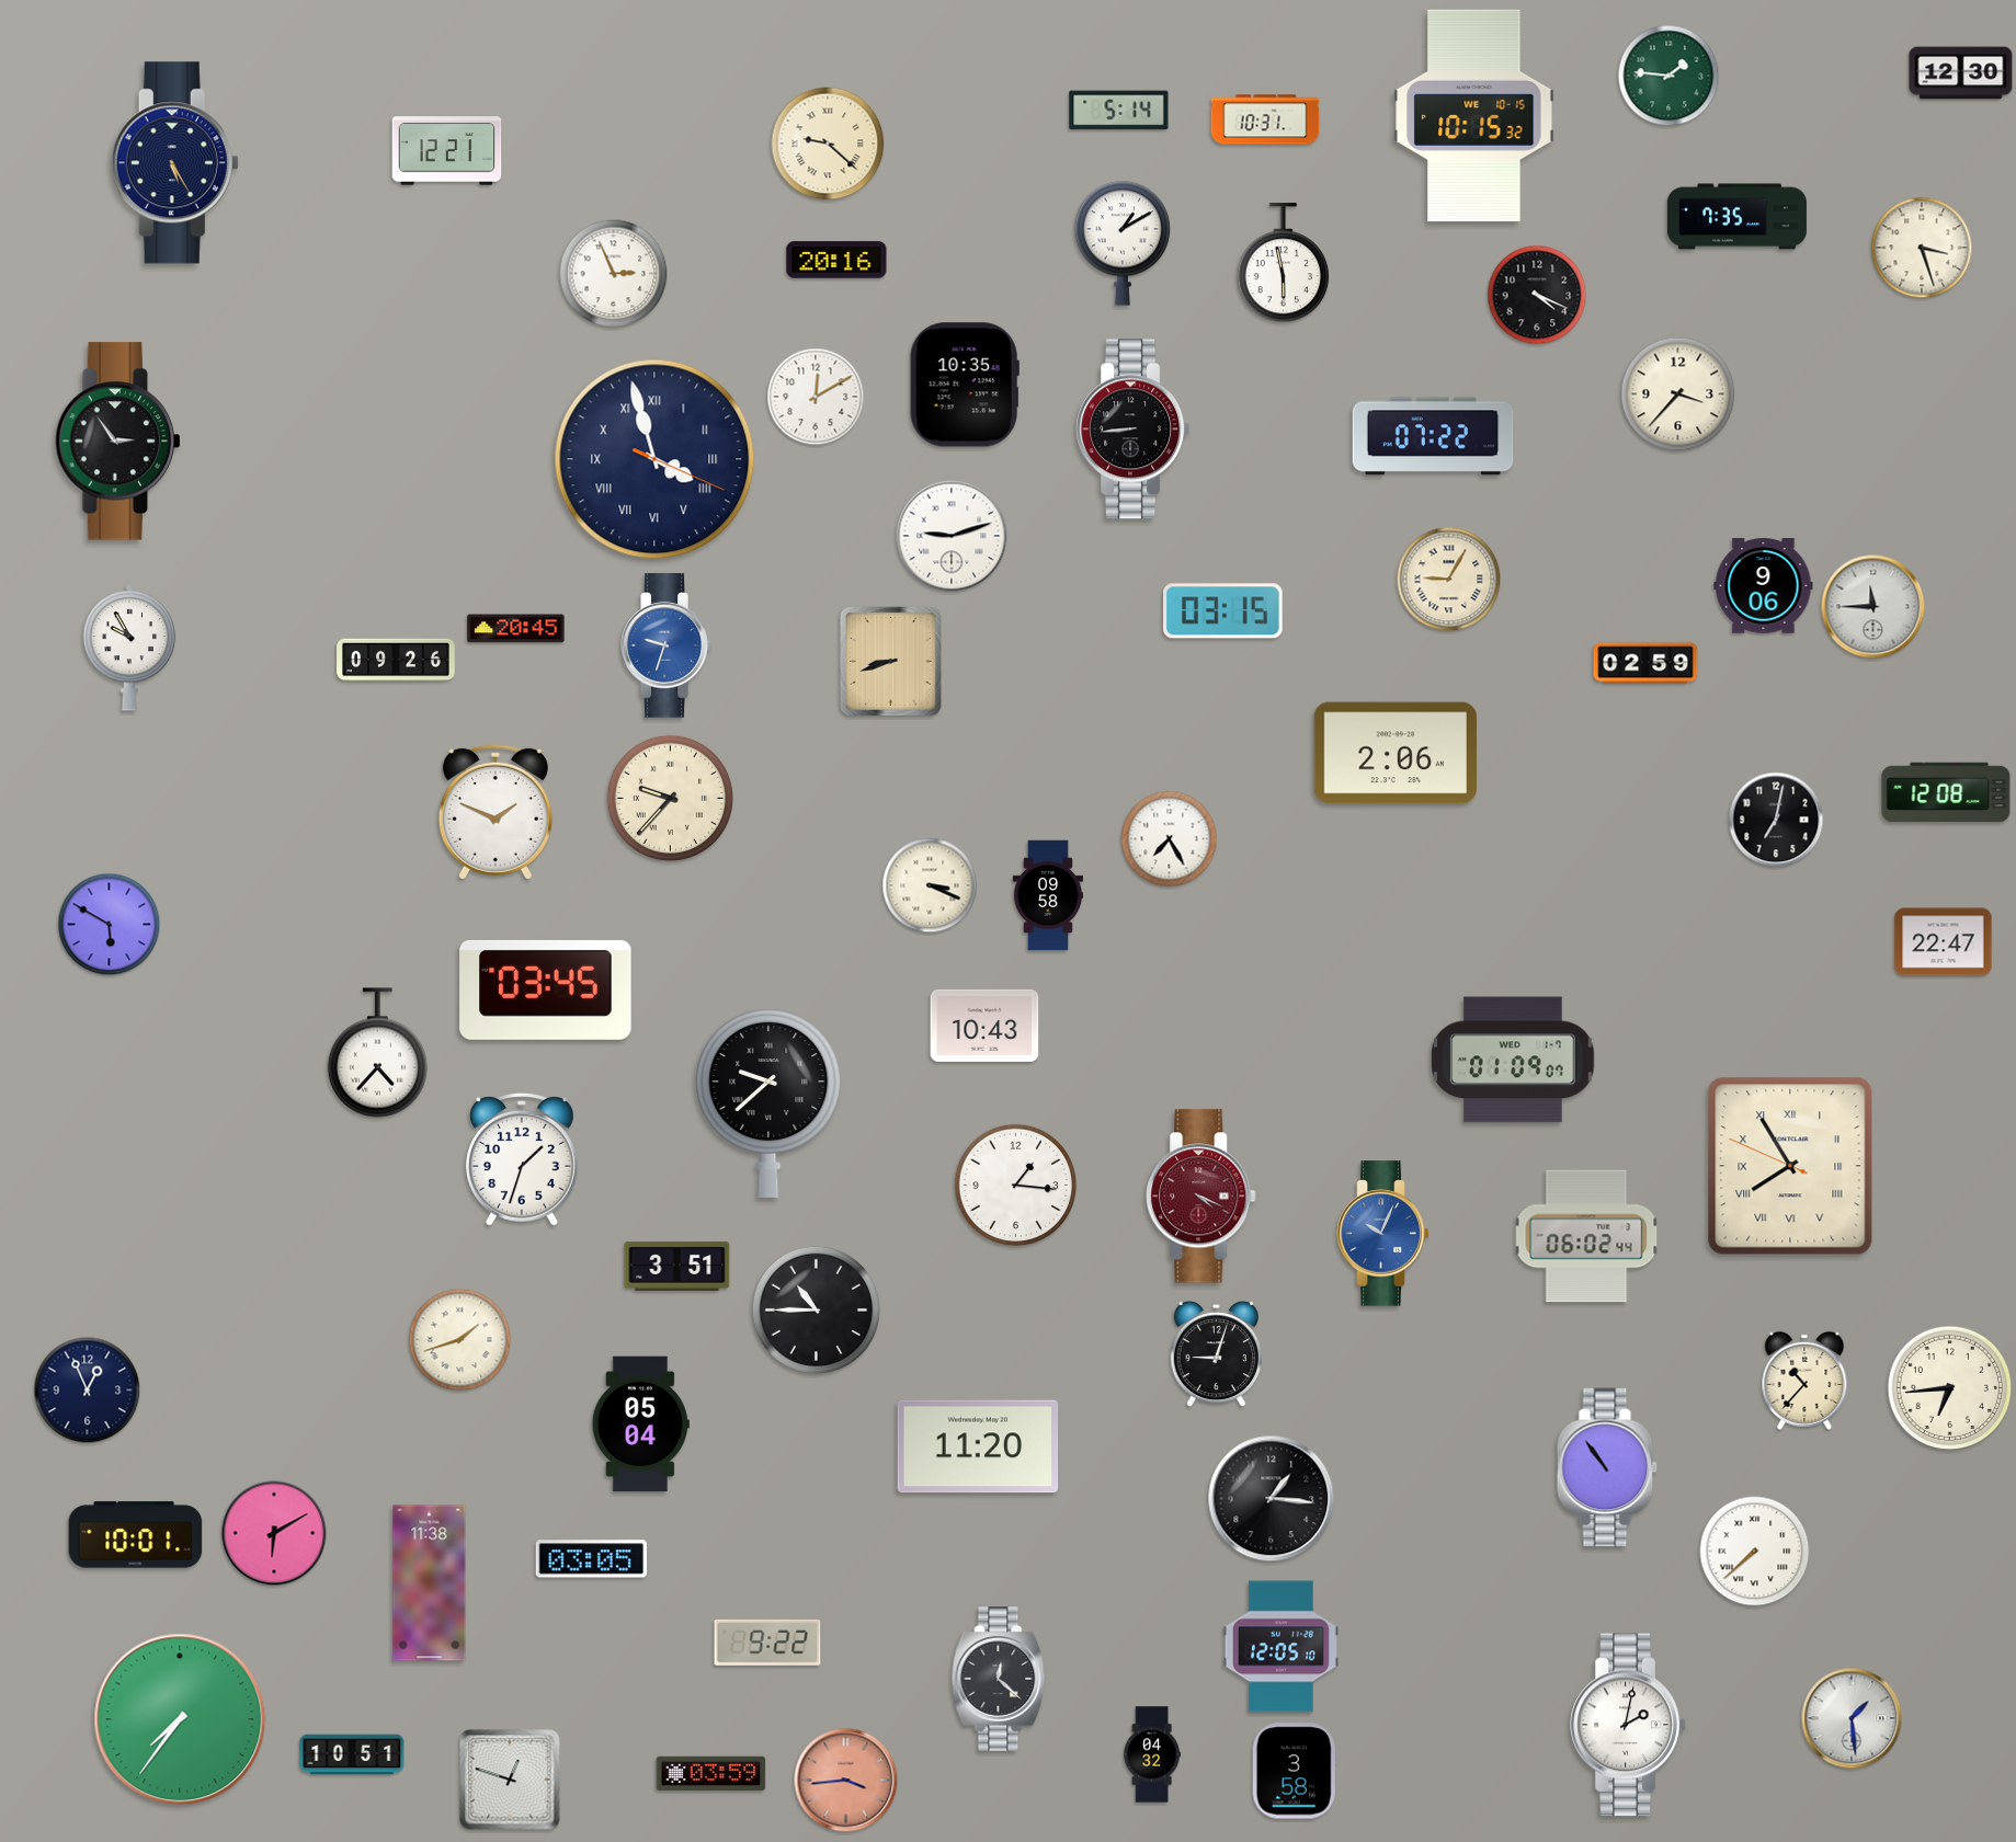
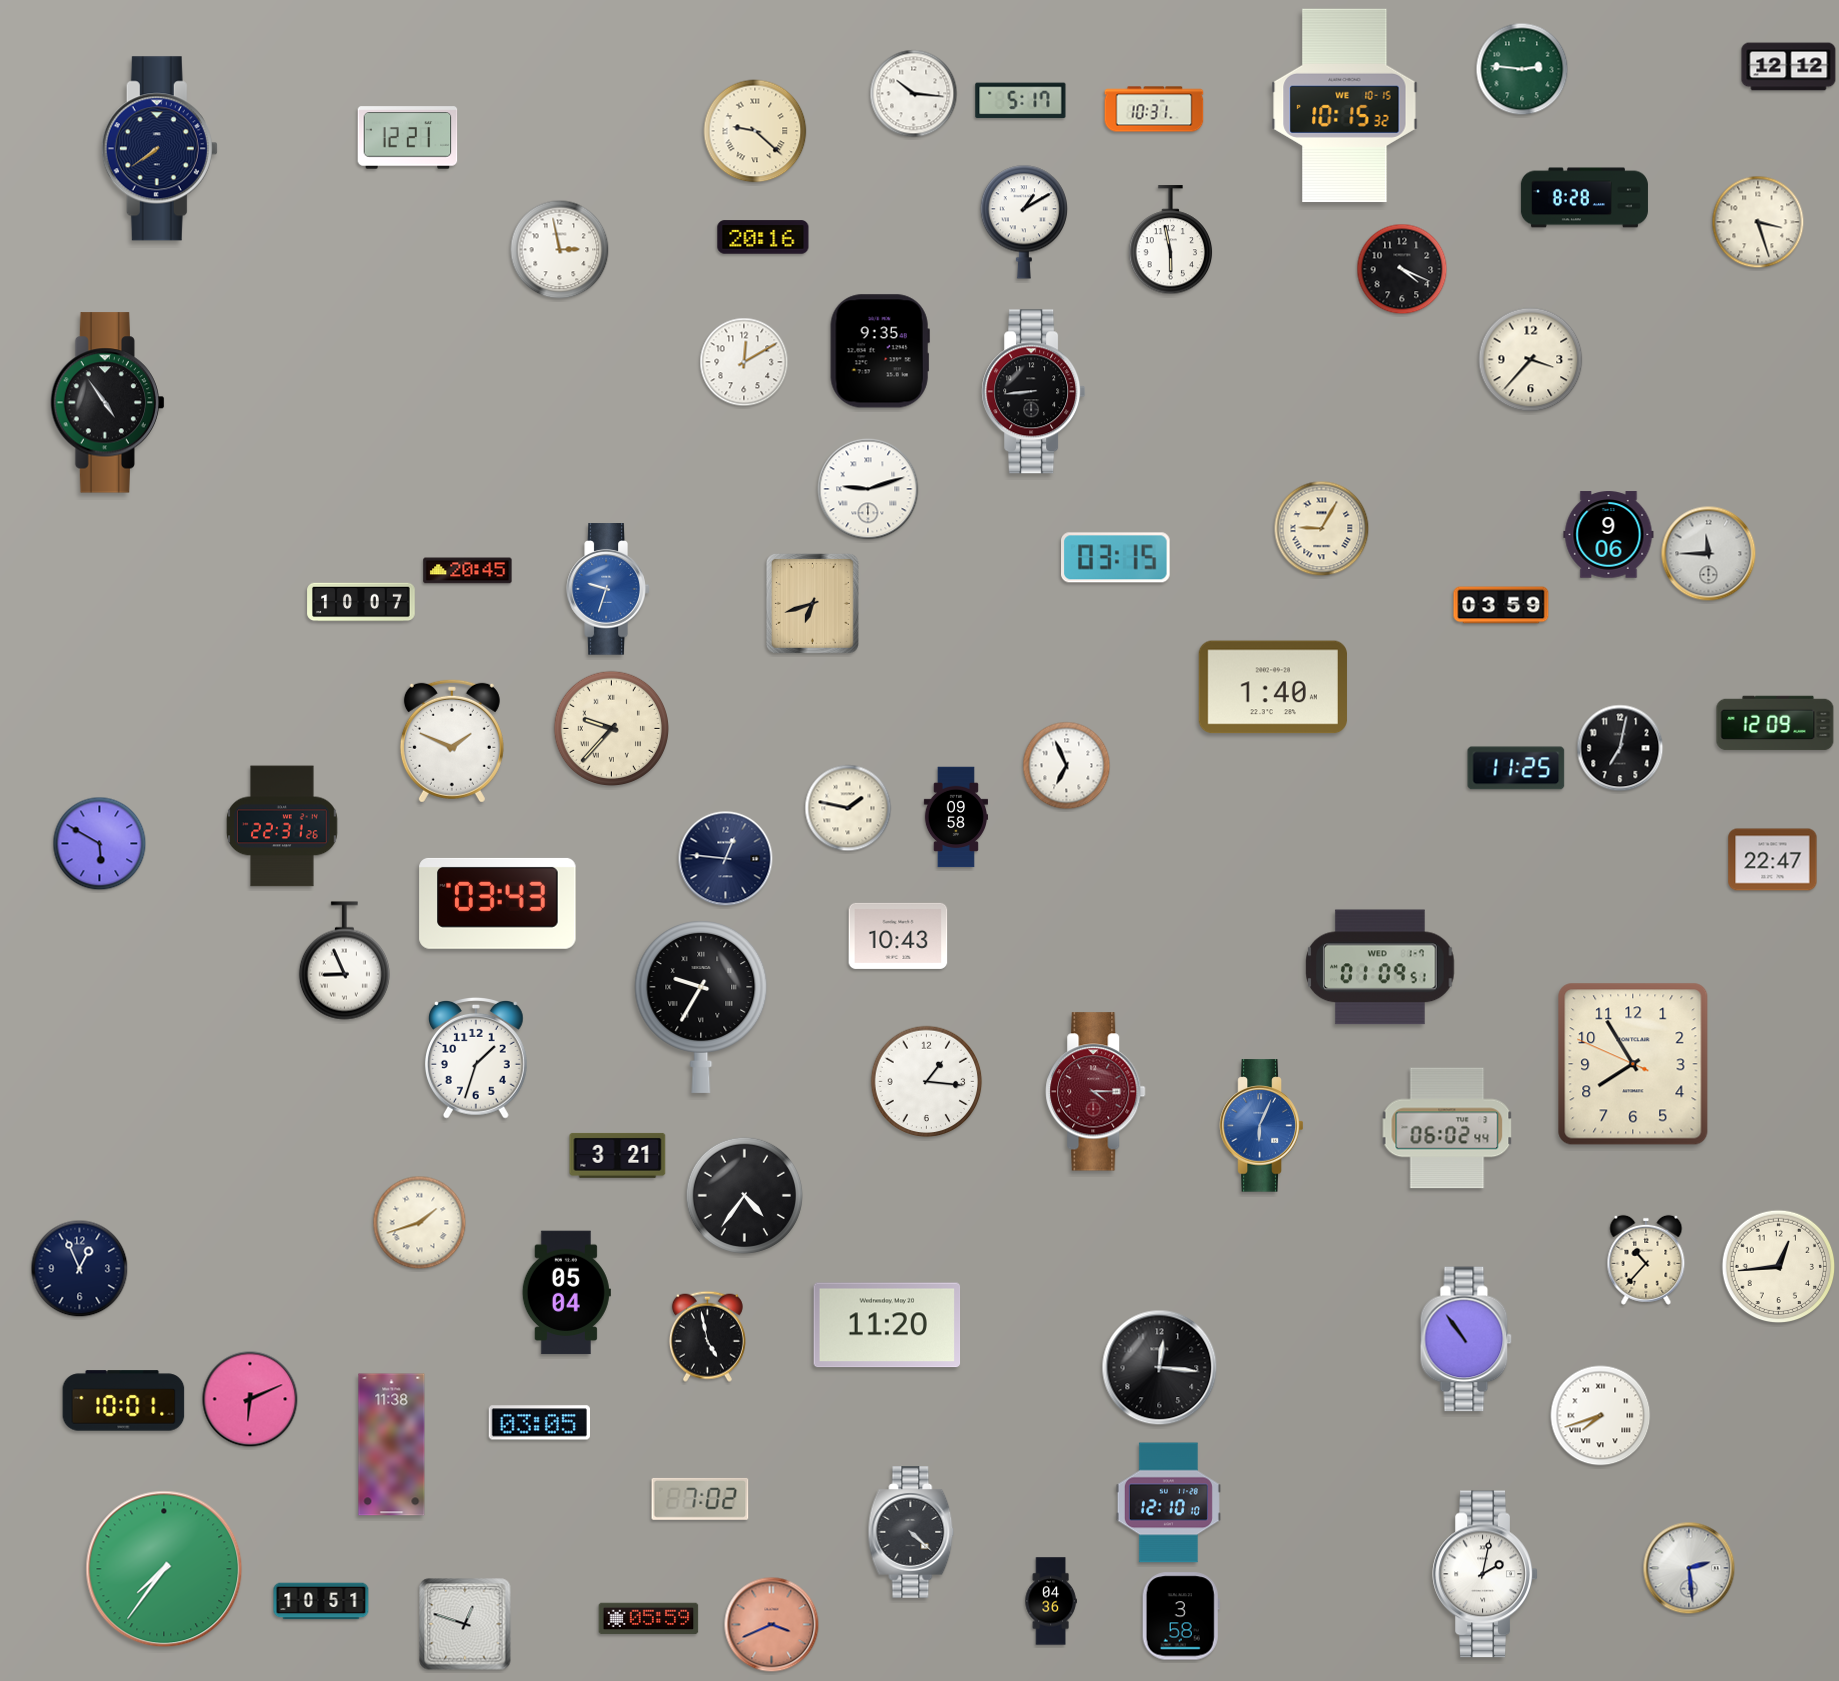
clock at (1961, 73): 12:30 -> 12:12
clock at (1668, 76): 1:46 -> 2:46
clock at (914, 94): none -> 10:16
clock at (1119, 111): 5:14 -> 5:17
clock at (174, 163): 5:25 -> 7:39
clock at (1736, 217): 7:35 -> 8:28
clock at (1922, 248) position: (1922, 248) -> (1758, 222)
clock at (614, 274): 2:56 -> 2:58
clock at (965, 385): 10:35 -> 9:35
clock at (1433, 436): 07:22 -> none
clock at (117, 442): 2:54 -> 4:54
clock at (654, 459): 3:57 -> none
clock at (516, 629) position: (516, 629) -> (468, 571)
clock at (129, 648): 9:55 -> none
clock at (396, 660): 09:26 -> 10:07
clock at (890, 661): 8:42 -> 6:42
clock at (1645, 663): 02:59 -> 03:59
clock at (1396, 753): 2:06 -> 1:40
clock at (1946, 792): 12:08 -> 12:09
clock at (1170, 839): 7:25 -> 6:56
clock at (1516, 768): none -> 11:25
clock at (930, 885): 3:19 -> 1:47
clock at (282, 826): none -> 22:31
clock at (726, 859): none -> 12:46
clock at (546, 989): 03:45 -> 03:43
clock at (377, 1053): 4:37 -> 8:56
clock at (1513, 1060): 01:09:07 -> 01:09:51
clock at (768, 1103): 9:38 -> 9:35
clock at (1790, 1166) numerals: Roman -> Arabic
clock at (1201, 1197): 4:19 -> 4:15
clock at (1383, 1234): 10:04 -> 6:04
clock at (677, 1266): 3:51 -> 3:21
clock at (816, 1309): 10:45 -> 4:36
clock at (1216, 1354): 9:03 -> none
clock at (1950, 1388): 6:44 -> 12:44
clock at (640, 1425) position: (640, 1425) -> (566, 1293)
clock at (978, 1446) position: (978, 1446) -> (887, 1325)
clock at (707, 1336): none -> 4:58
clock at (1272, 1499): 1:16 -> 12:16
clock at (274, 1533): 6:10 -> 6:11
clock at (1755, 1552): 7:38 -> 7:42
clock at (767, 1643): 9:22 -> 7:02
clock at (1280, 1647): 12:05 -> 12:10
clock at (999, 1679): 12:22 -> 4:22
clock at (1852, 1718): 1:29 -> 2:29
clock at (1152, 1754): 04:32 -> 04:36
clock at (711, 1774): 03:59 -> 05:59
clock at (846, 1781): 3:44 -> 3:41
